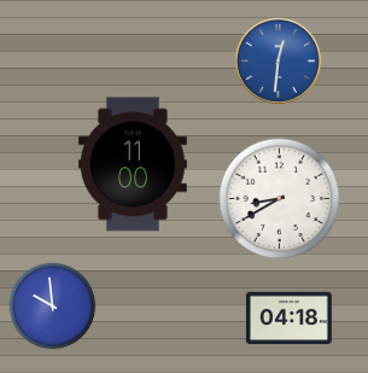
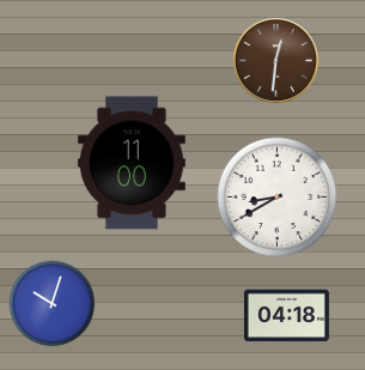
clock at (278, 60) dial: blue -> brown
clock at (53, 307): 9:59 -> 10:03
